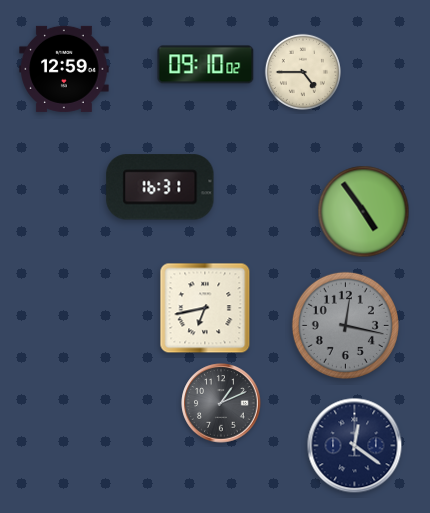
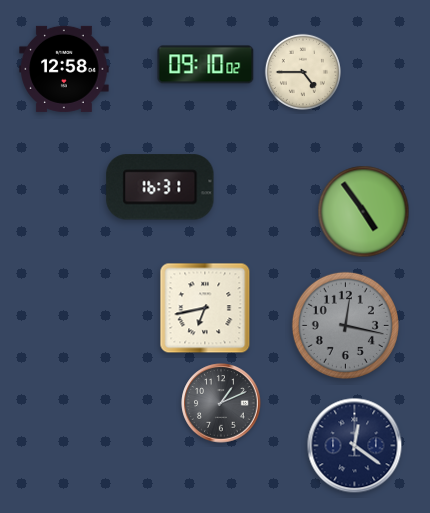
clock at (64, 69): 12:59 -> 12:58
